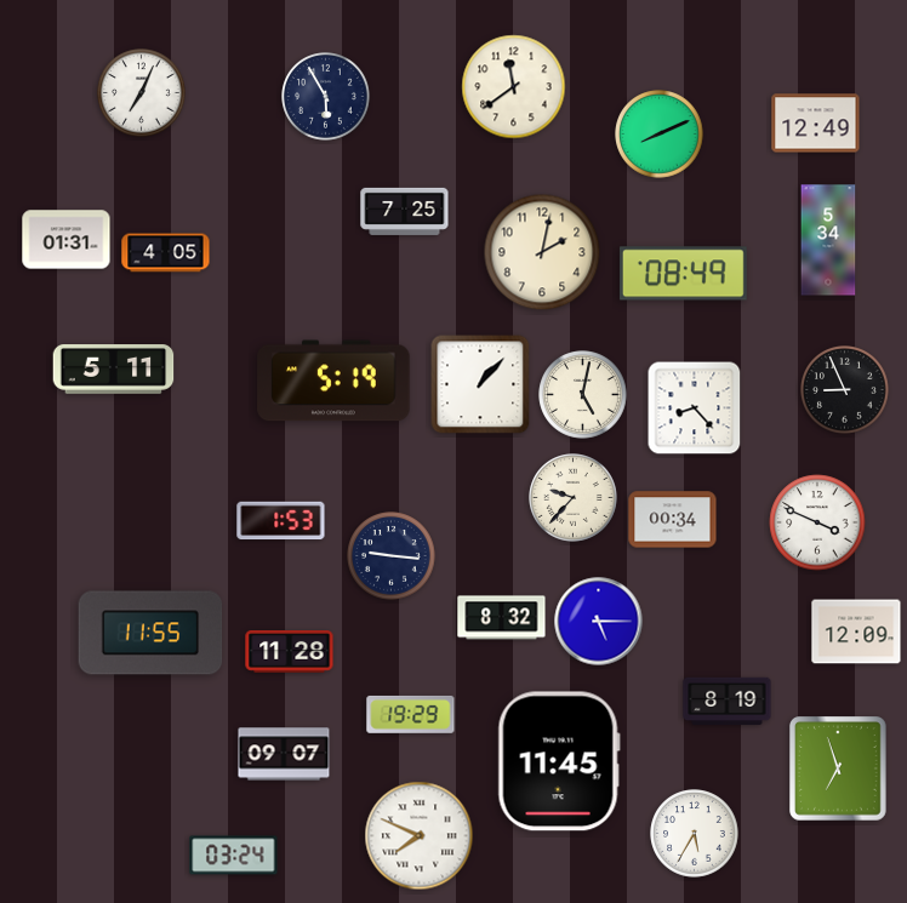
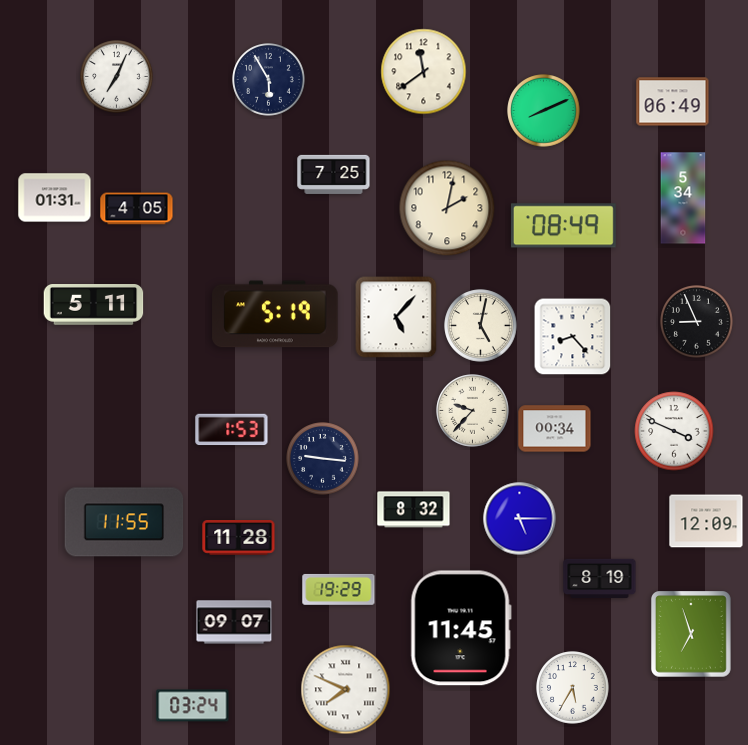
clock at (816, 124): 12:49 -> 06:49
clock at (480, 384): 1:07 -> 5:07
clock at (599, 622) position: (599, 622) -> (520, 519)
